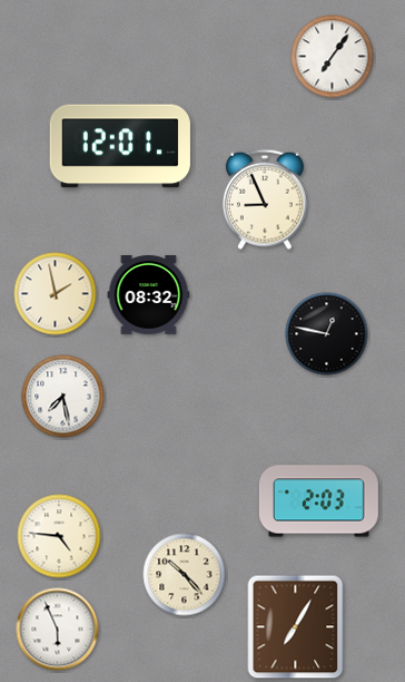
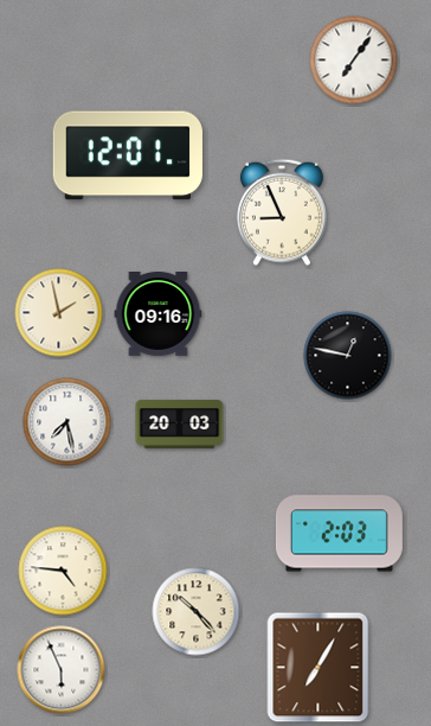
clock at (149, 295): 08:32 -> 09:16
clock at (180, 423): none -> 20:03
clock at (296, 627) position: (296, 627) -> (319, 668)
